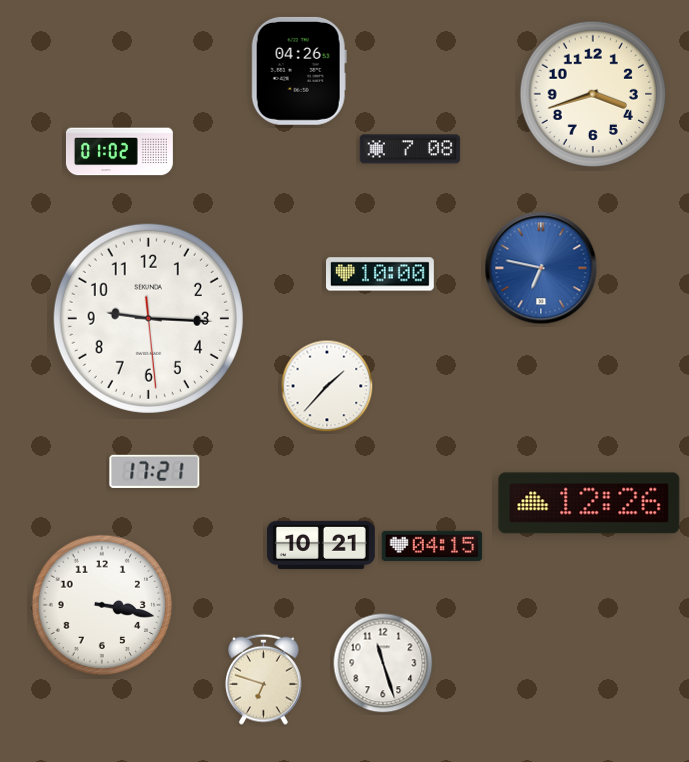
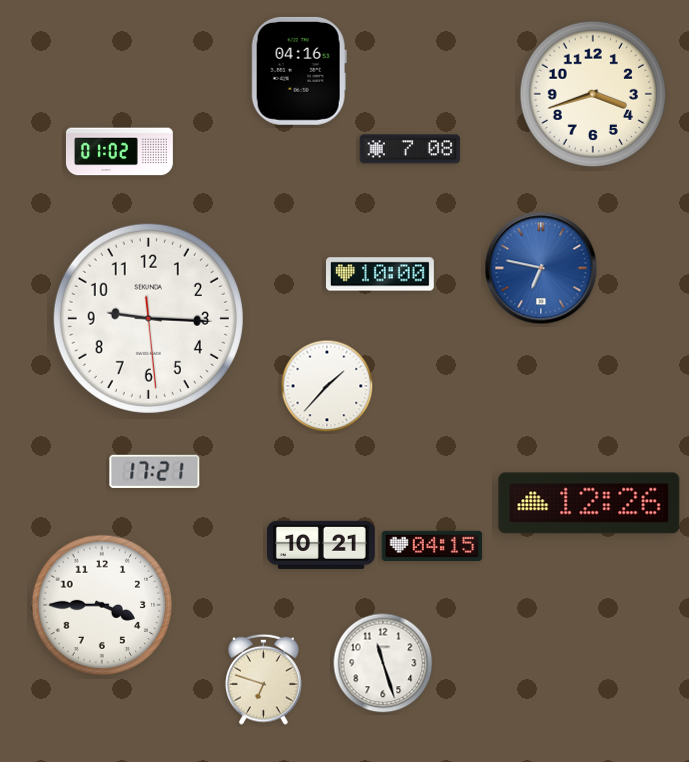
clock at (299, 71): 04:26 -> 04:16
clock at (102, 605): 3:17 -> 3:45
